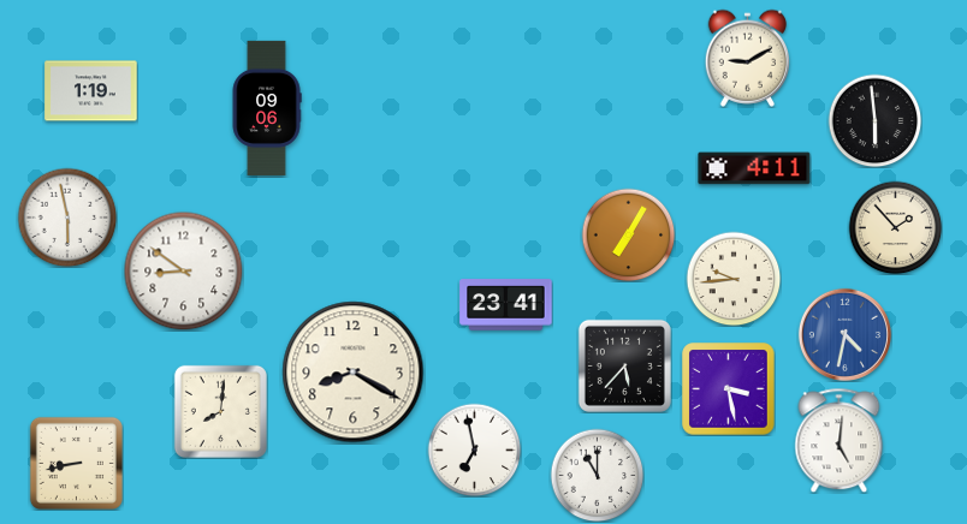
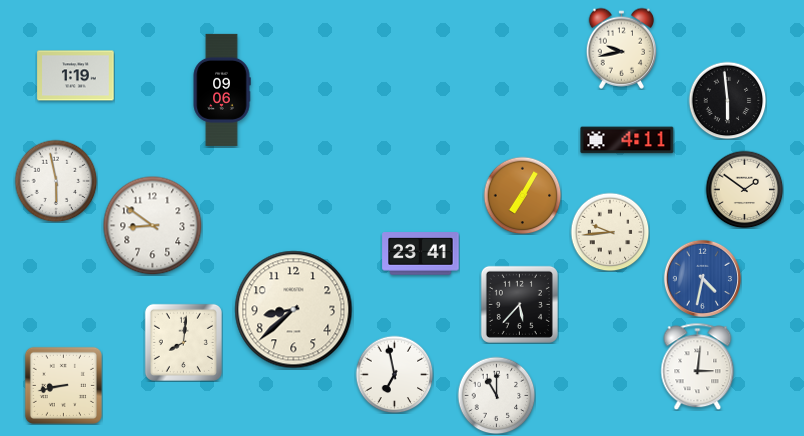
clock at (748, 58): 9:10 -> 9:43
clock at (895, 227): 1:53 -> 1:51
clock at (354, 373): 8:20 -> 8:38
clock at (729, 389): 3:28 -> none
clock at (840, 440): 5:01 -> 3:01
